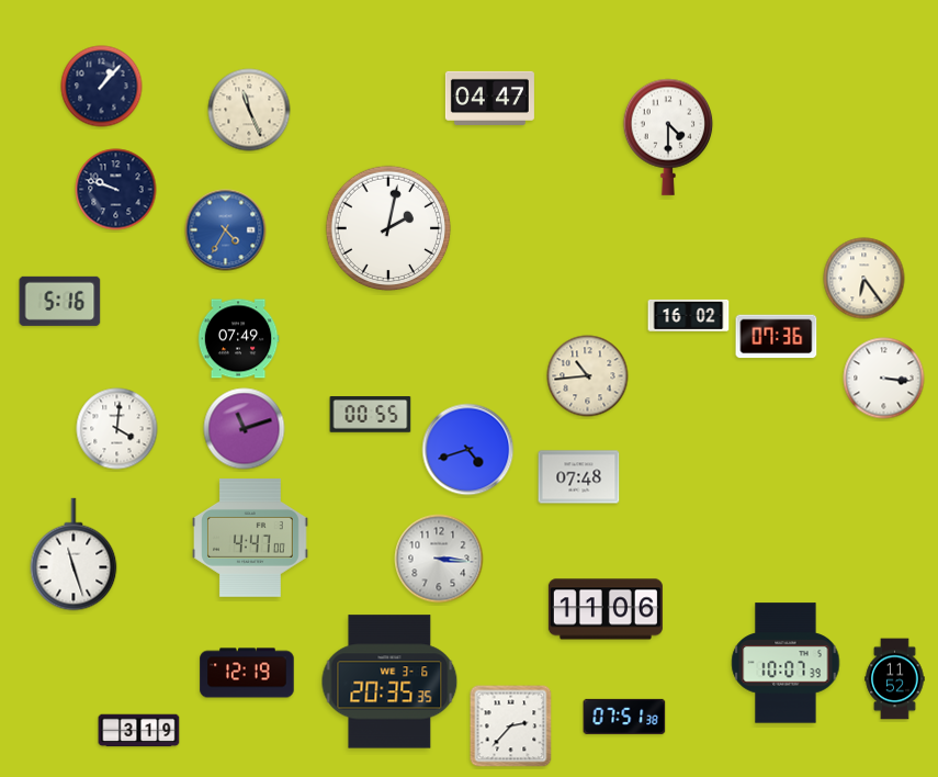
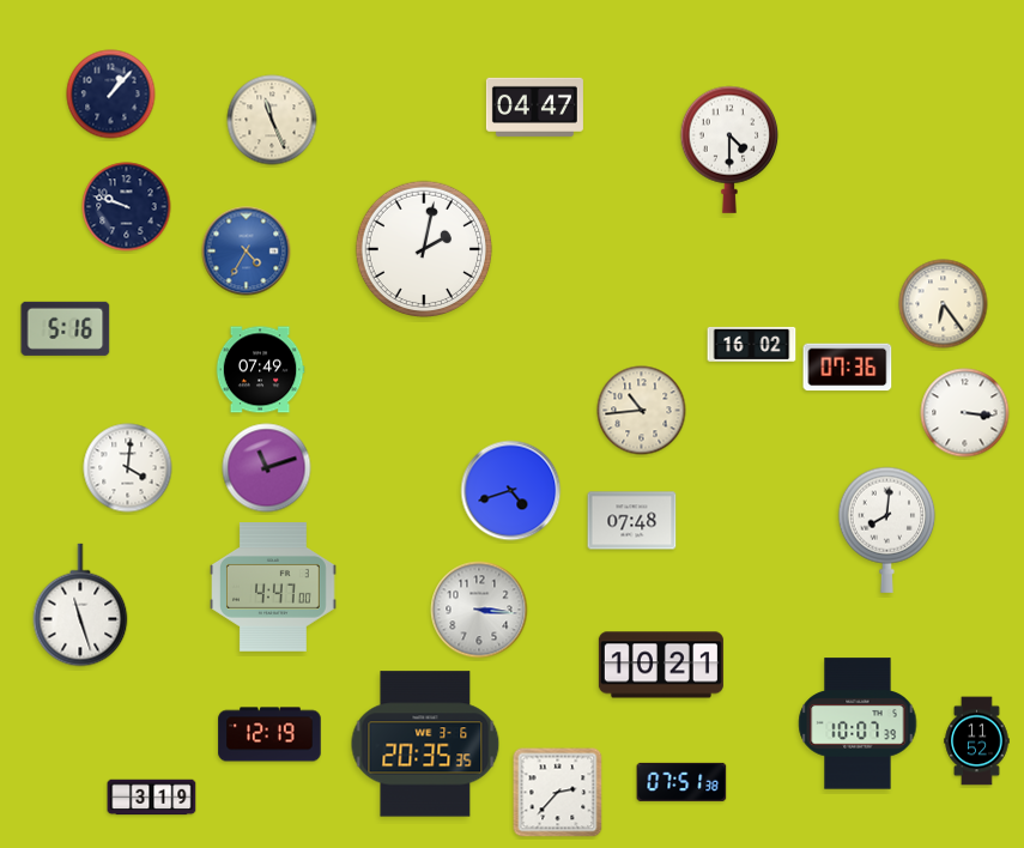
clock at (371, 415): 00:55 -> none
clock at (887, 529): none -> 8:01
clock at (606, 609): 11:06 -> 10:21
